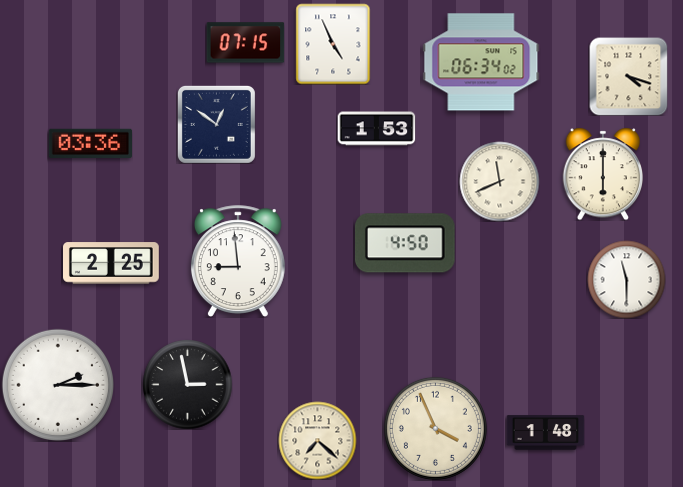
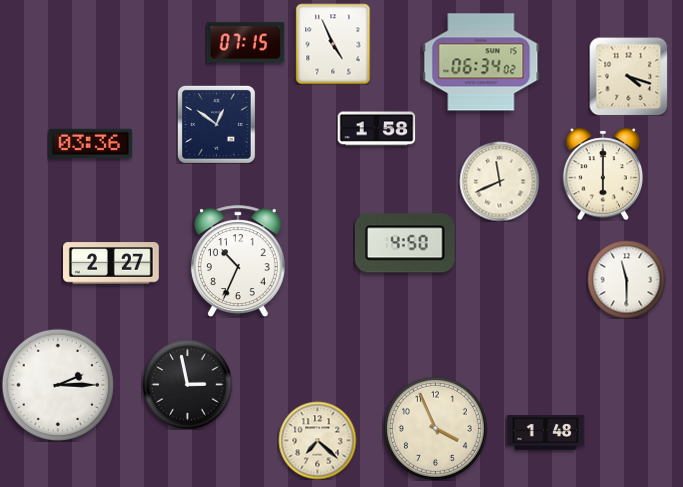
clock at (376, 129): 1:53 -> 1:58
clock at (238, 261): 8:59 -> 10:34
clock at (112, 263): 2:25 -> 2:27
